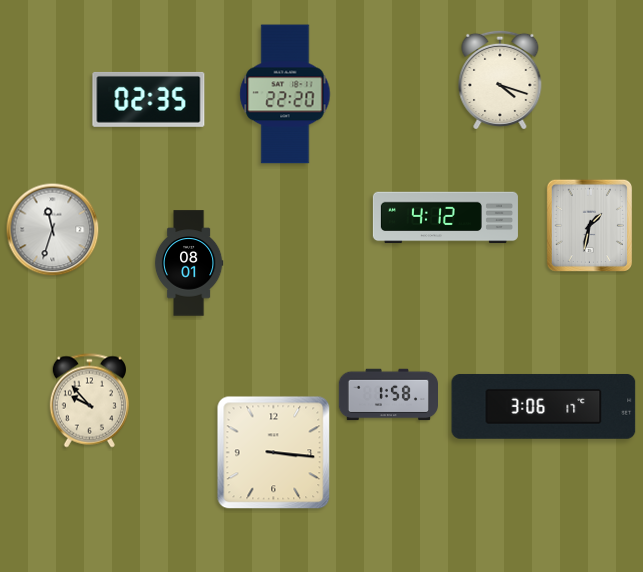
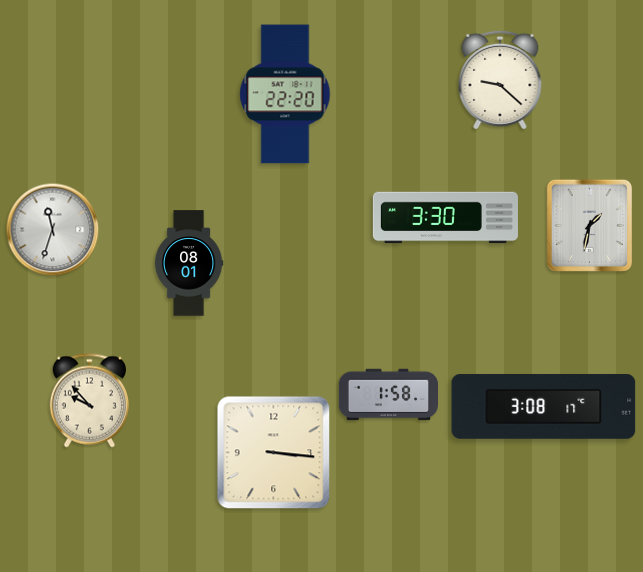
clock at (500, 79): 4:18 -> 9:22
clock at (149, 99): 02:35 -> none
clock at (445, 218): 4:12 -> 3:30
clock at (544, 406): 3:06 -> 3:08
